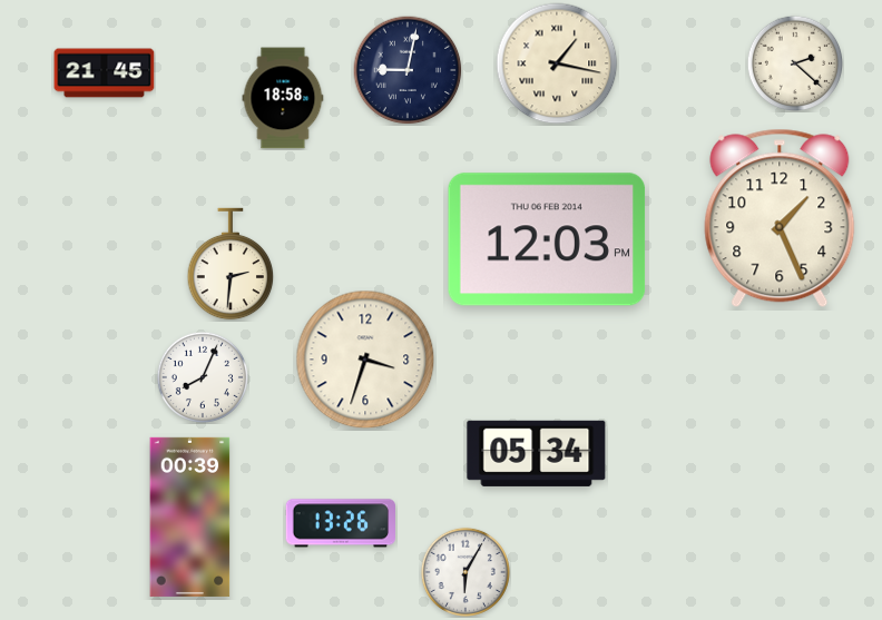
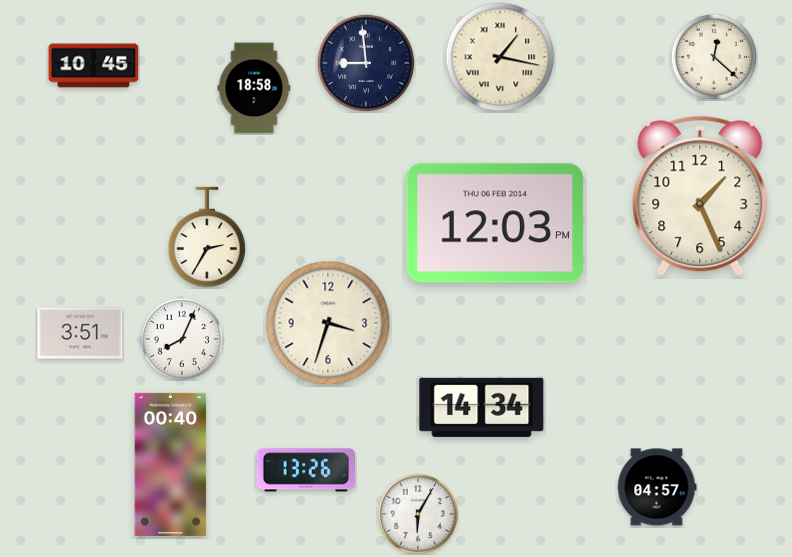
clock at (794, 62): 2:22 -> 12:22
clock at (408, 70): 9:02 -> 8:59
clock at (105, 73): 21:45 -> 10:45
clock at (547, 239) position: (547, 239) -> (495, 223)
clock at (231, 264): 2:31 -> 2:35
clock at (80, 333): none -> 3:51
clock at (537, 453): 05:34 -> 14:34
clock at (190, 516): 00:39 -> 00:40
clock at (657, 487): none -> 04:57
